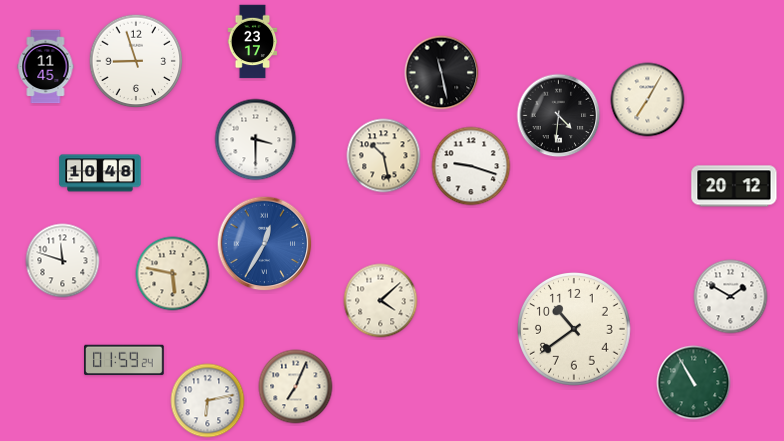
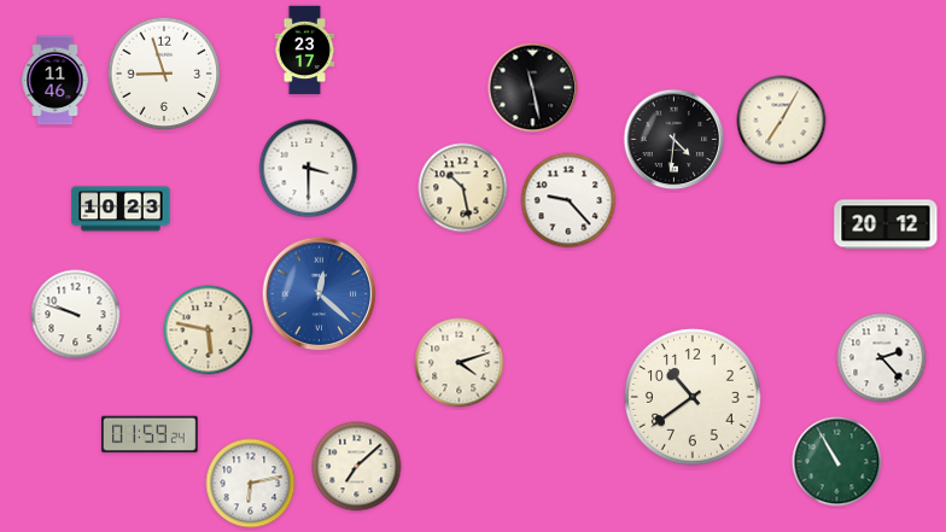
clock at (46, 67): 11:45 -> 11:46
clock at (471, 166): 9:18 -> 9:23
clock at (100, 173): 10:48 -> 10:23
clock at (265, 244): 12:35 -> 12:22
clock at (63, 261): 11:48 -> 9:48
clock at (731, 297): 1:50 -> 2:23
clock at (381, 301): 4:08 -> 4:12
clock at (296, 387): 7:04 -> 7:08
